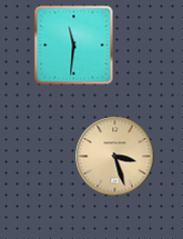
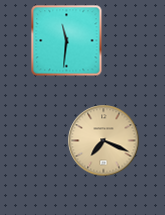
clock at (115, 157): 3:27 -> 7:19
